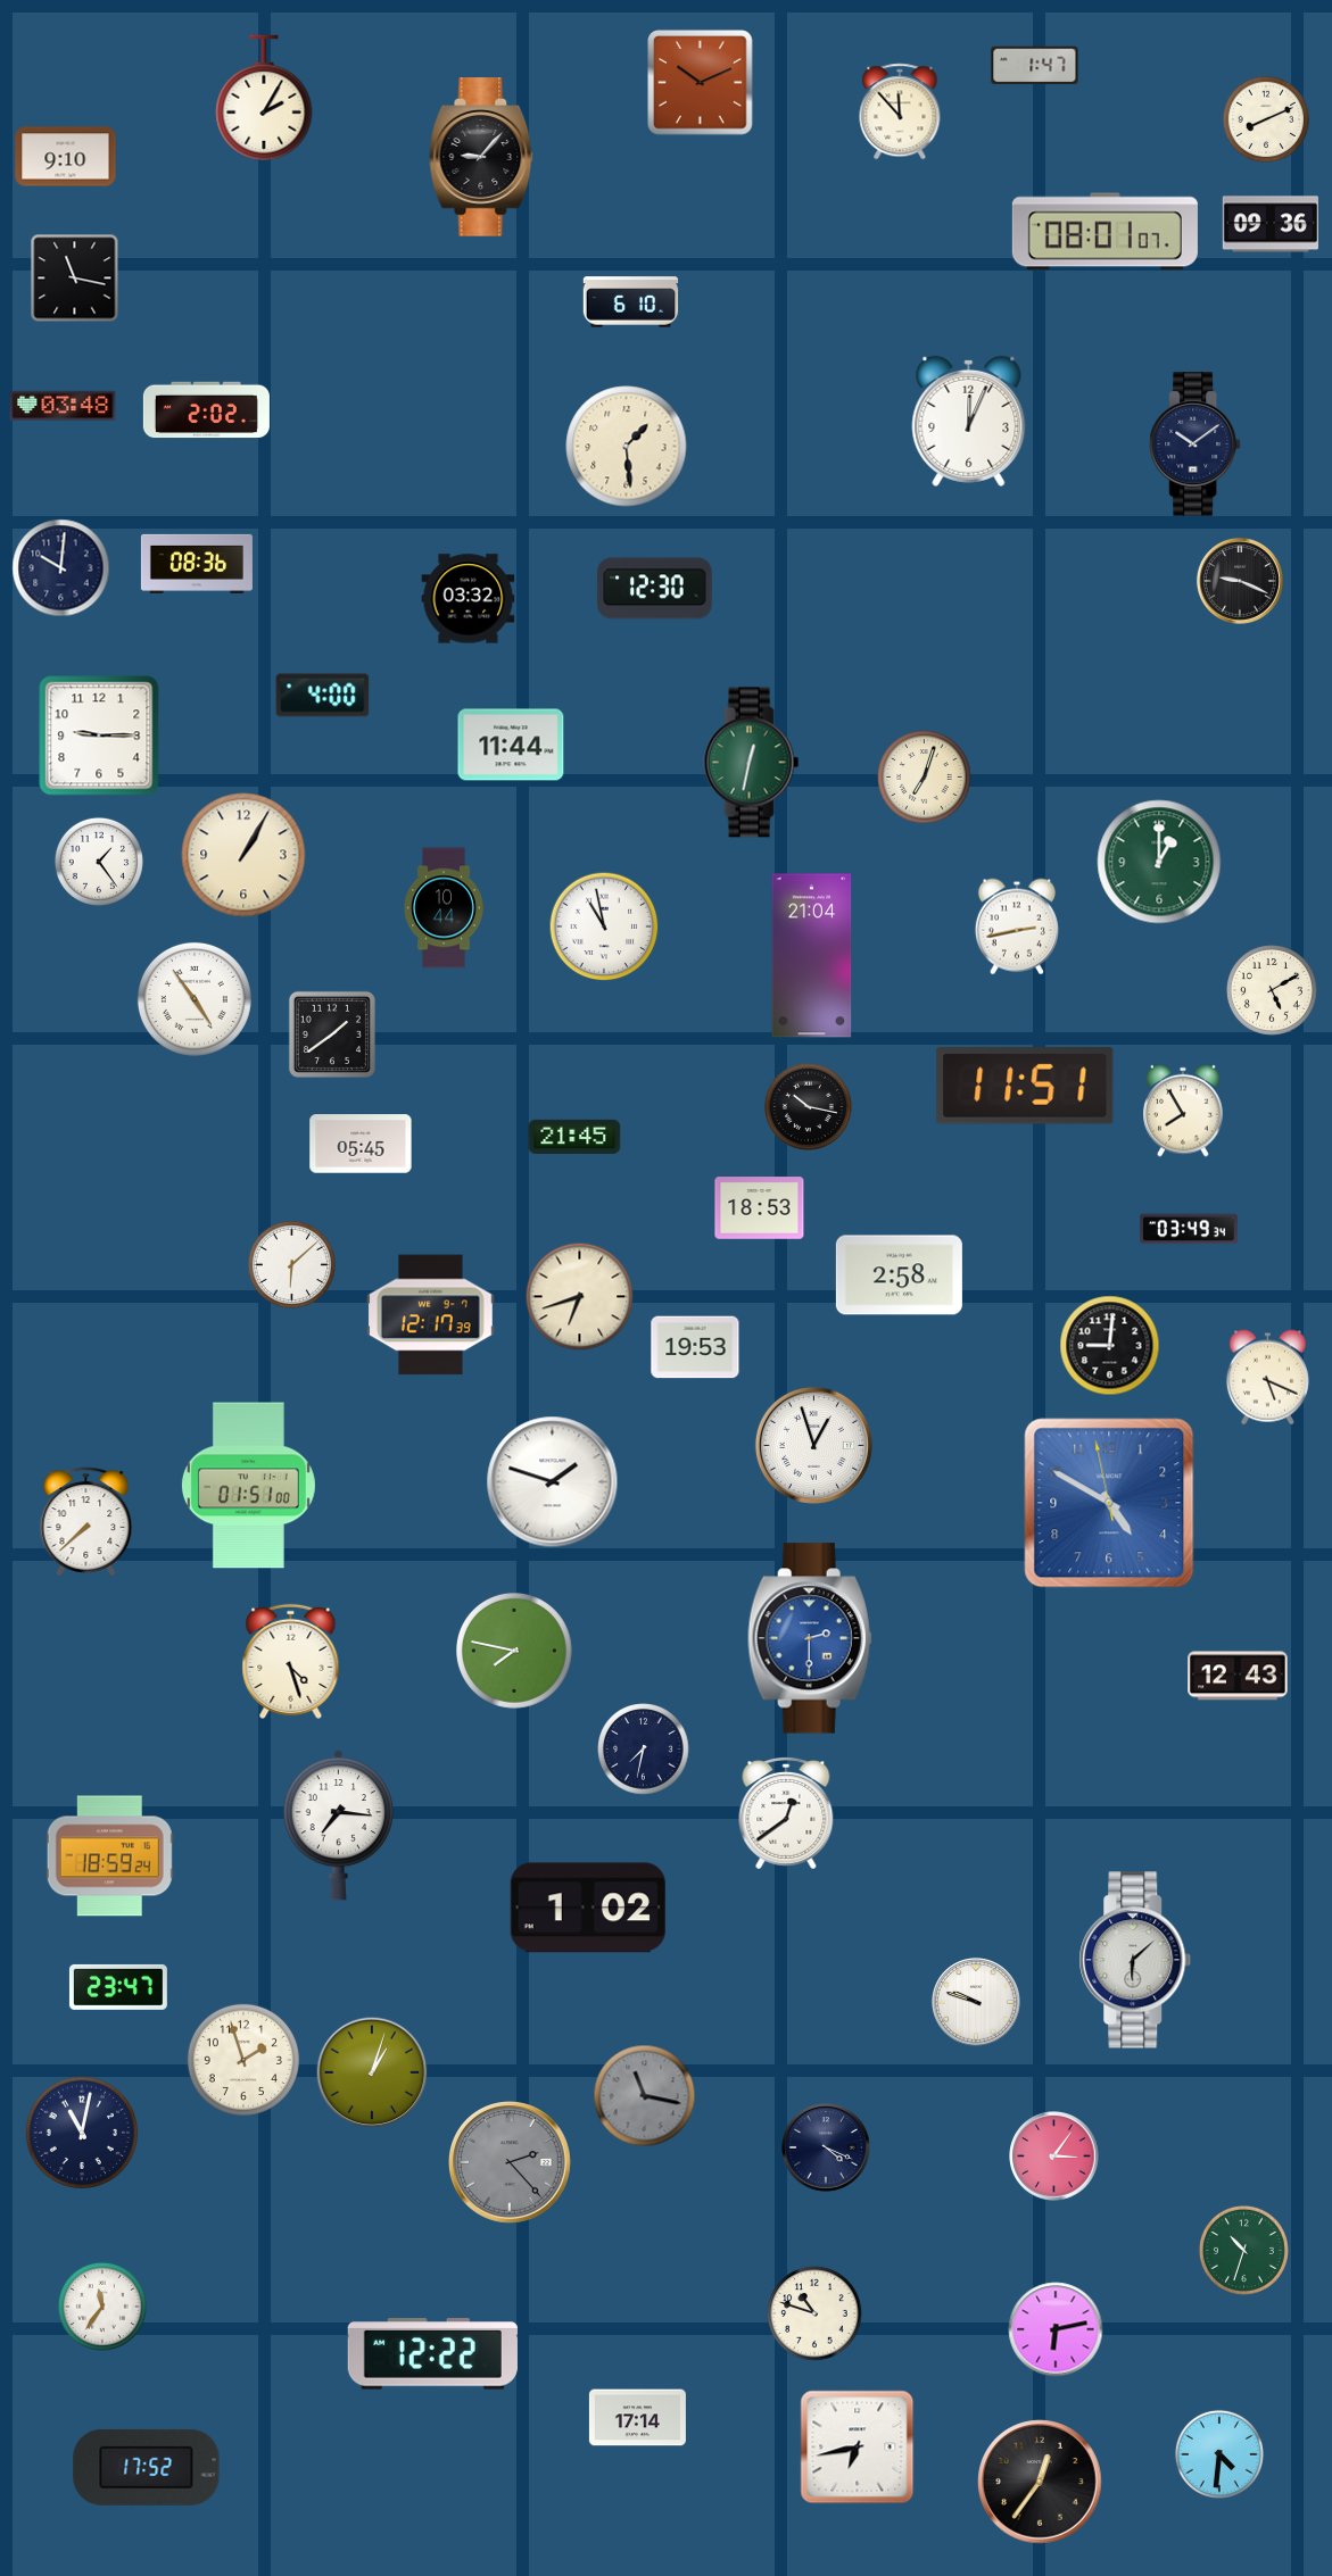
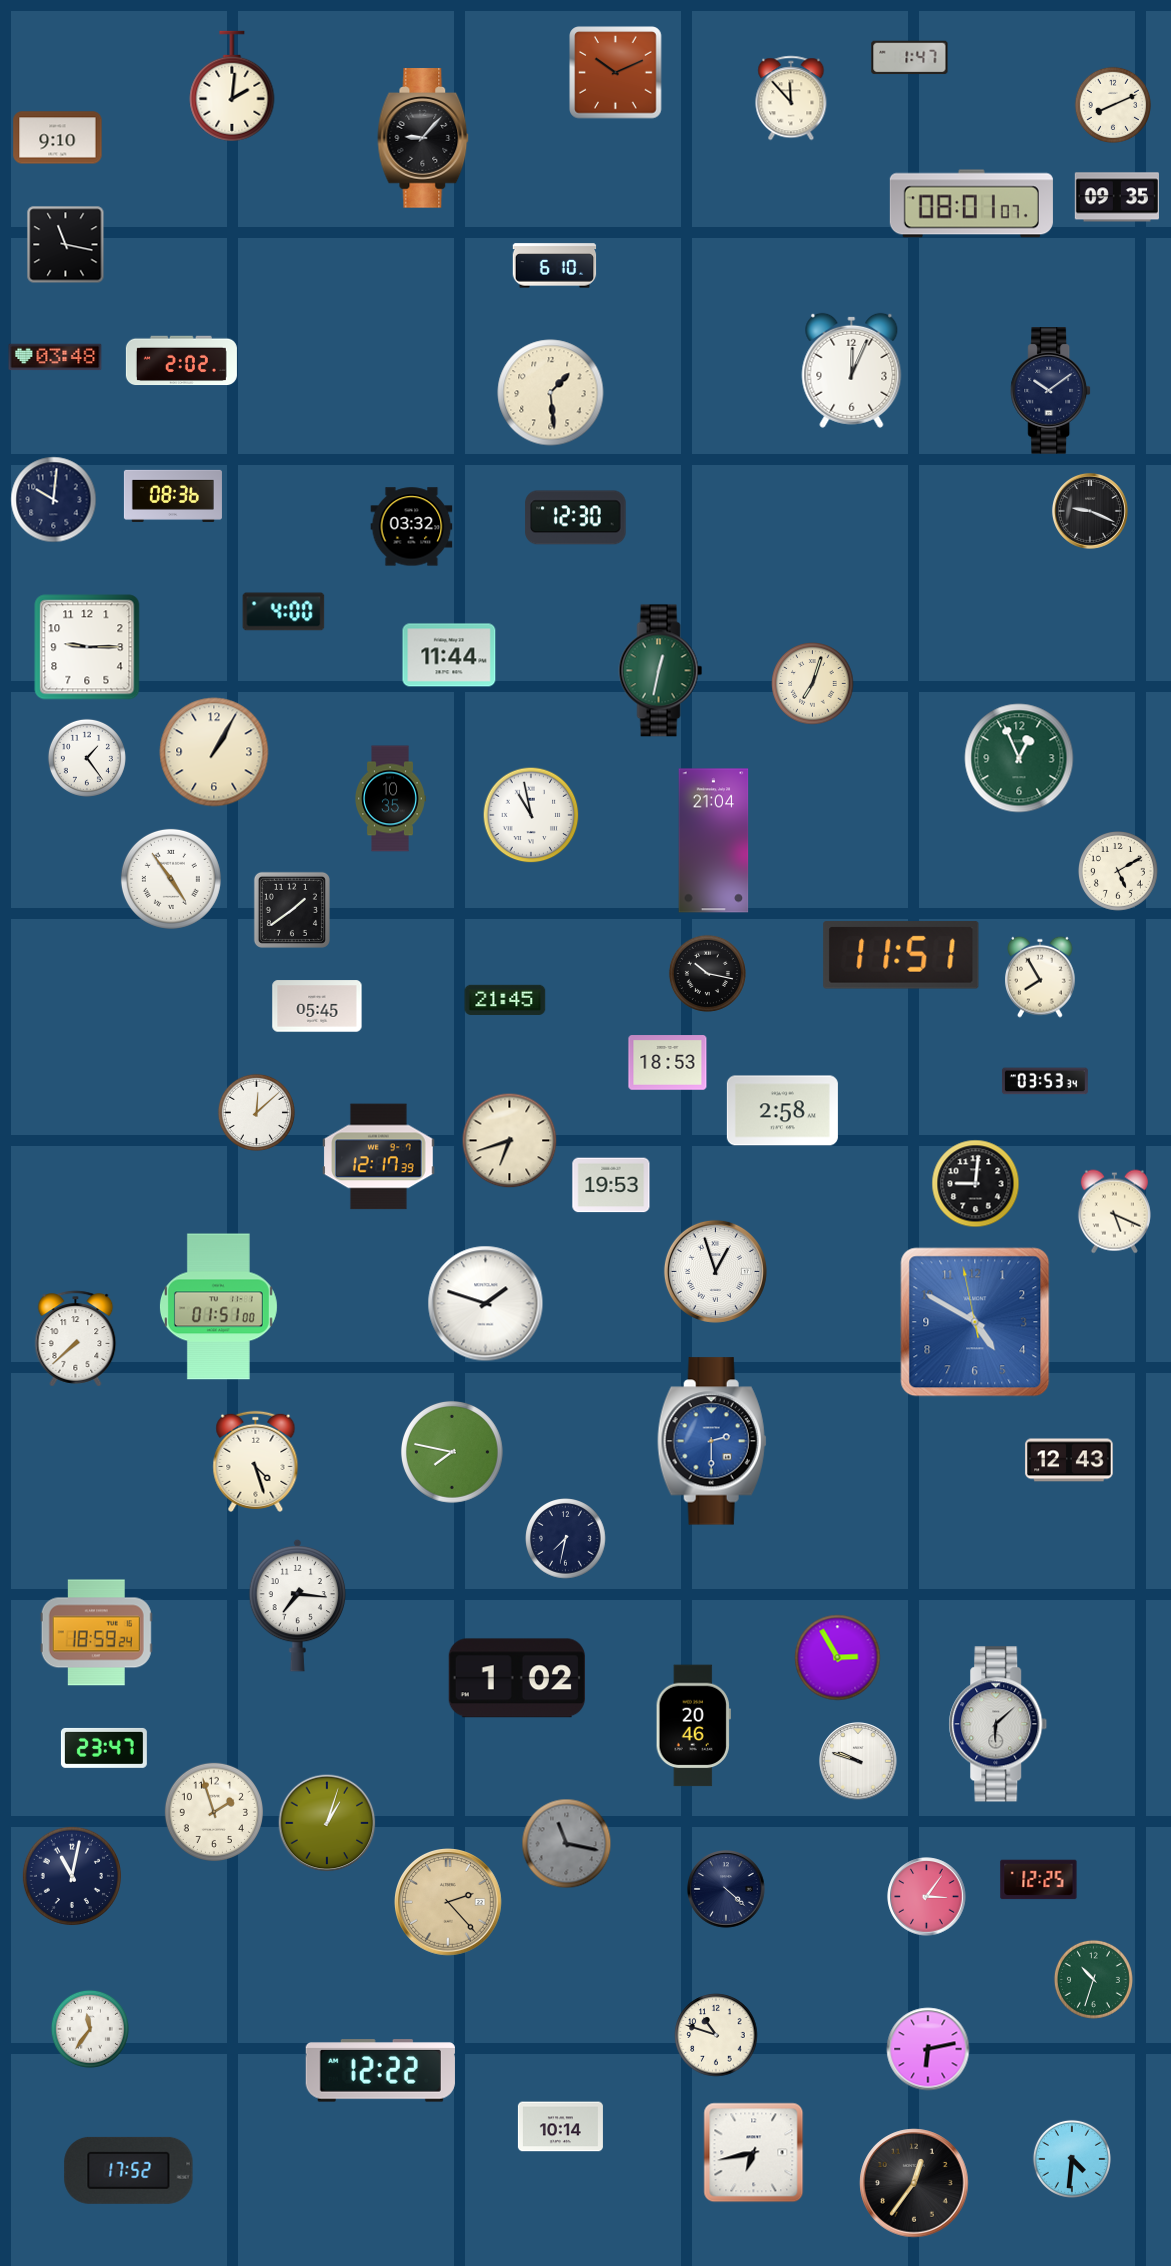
clock at (264, 98): 2:05 -> 2:01
clock at (1271, 224): 09:36 -> 09:35
clock at (1159, 862): 1:00 -> 12:56
clock at (445, 908): 10:44 -> 10:35
clock at (1017, 926): 2:43 -> none
clock at (808, 1106) position: (808, 1106) -> (707, 973)
clock at (1189, 1229): 03:49 -> 03:53
clock at (291, 1264): 6:08 -> 12:08
clock at (899, 1275) position: (899, 1275) -> (782, 1111)
clock at (1238, 1676) position: (1238, 1676) -> (1069, 1460)
clock at (786, 1814): 12:39 -> none
clock at (838, 1658): none -> 2:55
clock at (693, 1726): none -> 20:46
clock at (1039, 1880): none -> 12:25
clock at (826, 2147): 4:19 -> 4:22
clock at (511, 2163) dial: grey -> champagne
clock at (637, 2418): 17:14 -> 10:14
